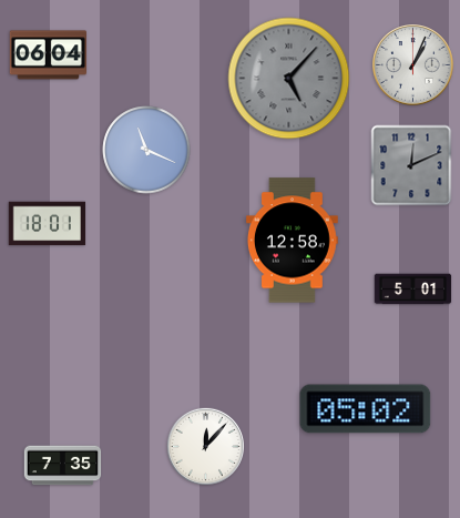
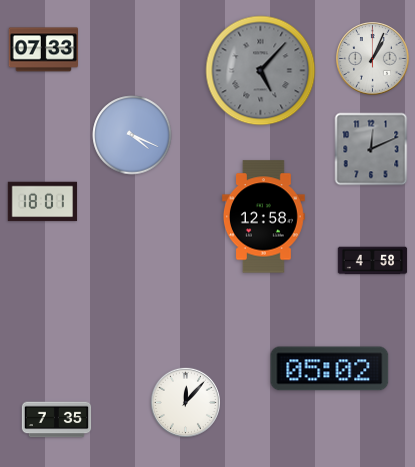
clock at (48, 55): 06:04 -> 07:33
clock at (146, 150): 11:19 -> 4:19
clock at (413, 290): 5:01 -> 4:58
